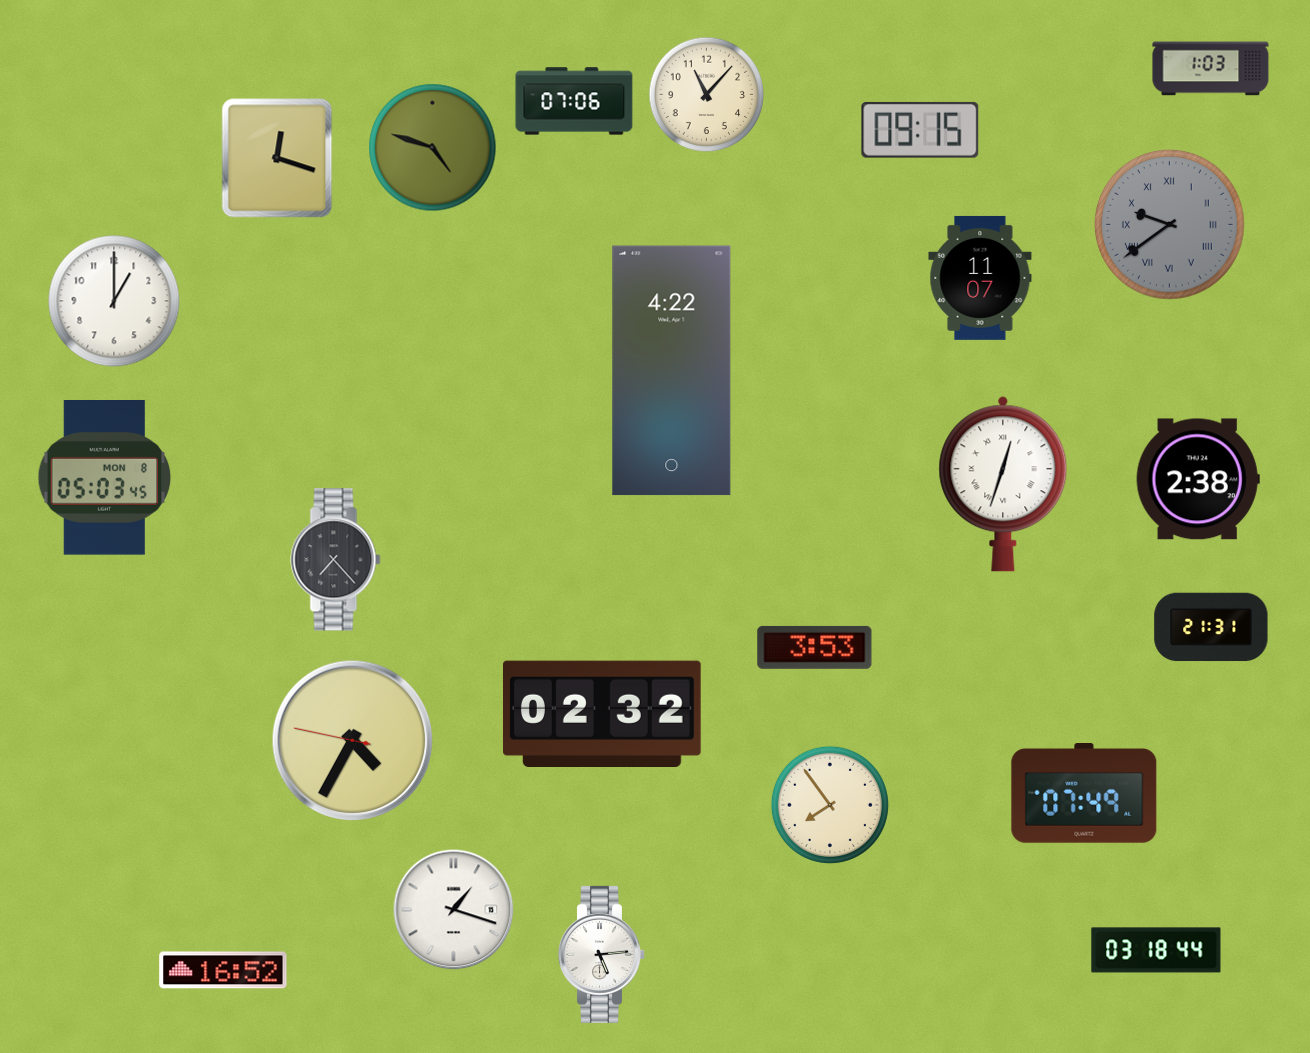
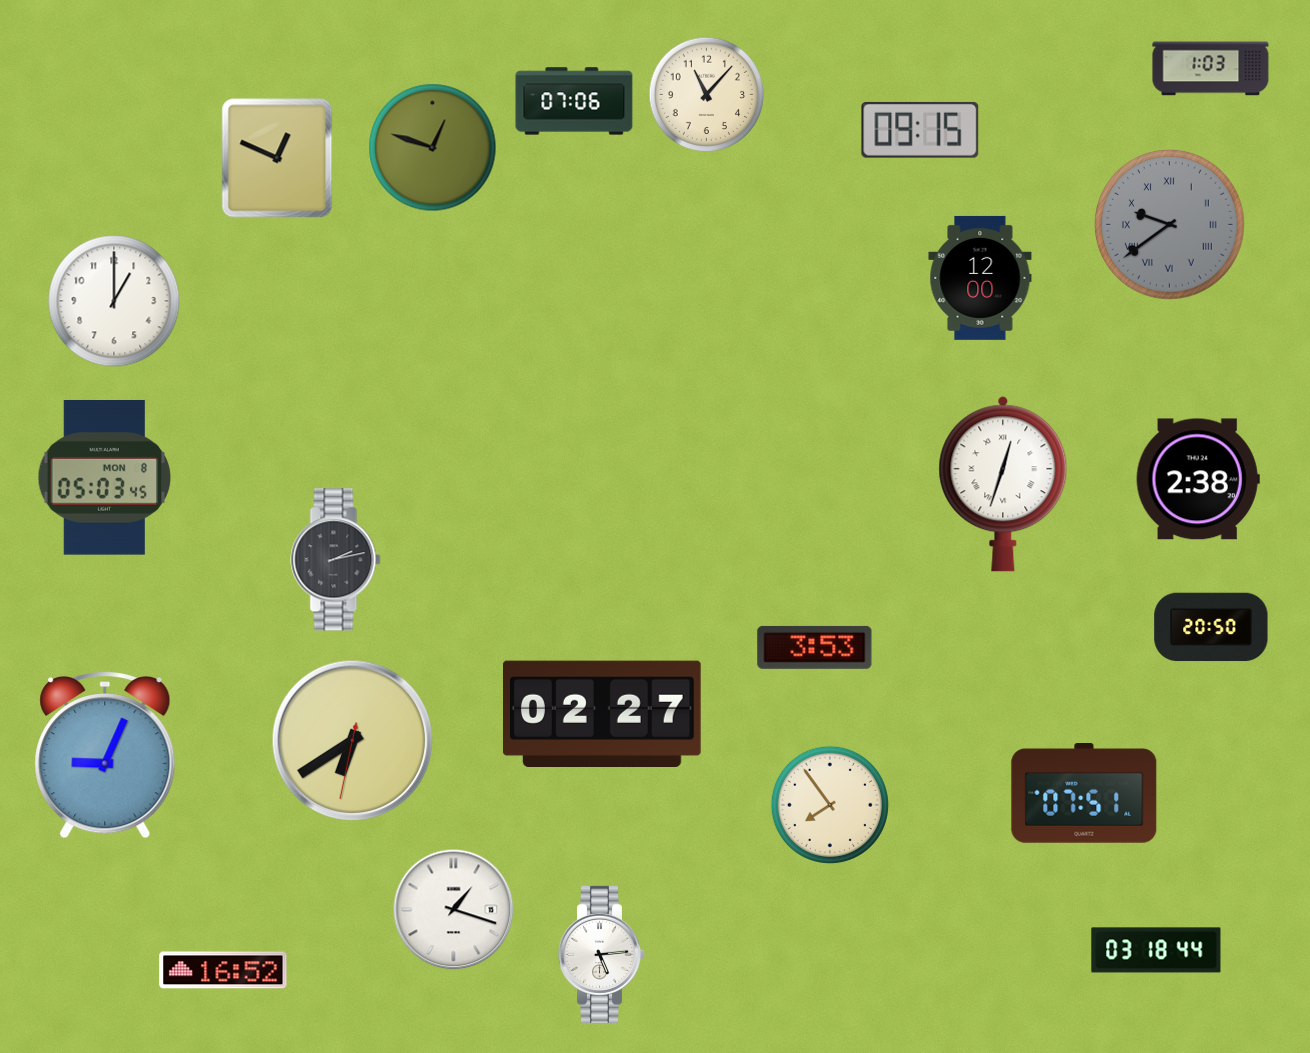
clock at (433, 148): 4:48 -> 12:48
clock at (277, 158): 12:18 -> 12:49
clock at (980, 278): 11:07 -> 12:00
clock at (672, 371): 4:22 -> none
clock at (336, 560): 7:23 -> 2:13
clock at (1211, 627): 21:31 -> 20:50
clock at (602, 713): 02:32 -> 02:27
clock at (353, 741): 4:34 -> 6:39
clock at (105, 755): none -> 9:04
clock at (1084, 794): 07:49 -> 07:51
